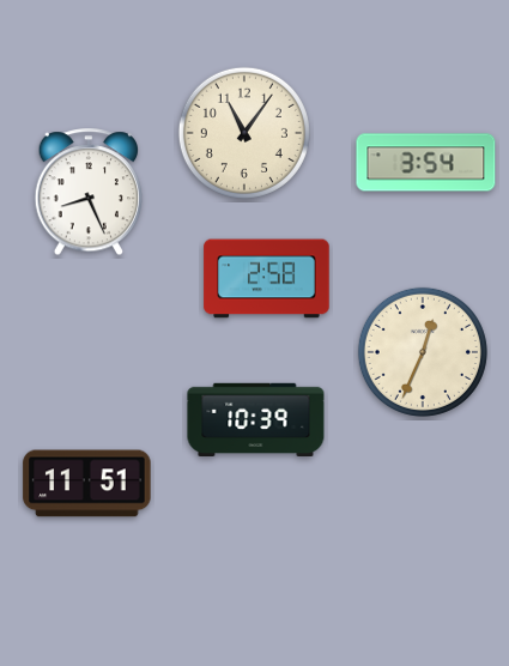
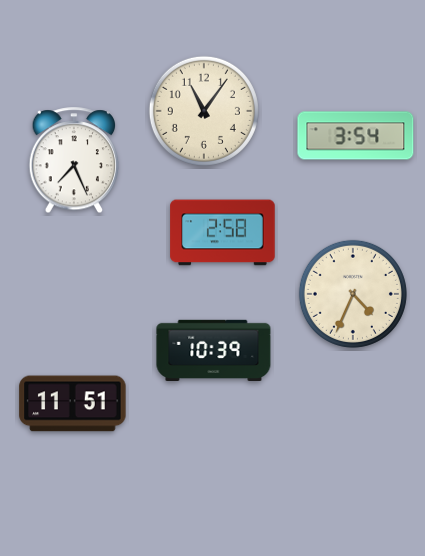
clock at (89, 193): 8:26 -> 7:26
clock at (423, 352): 12:34 -> 4:34
